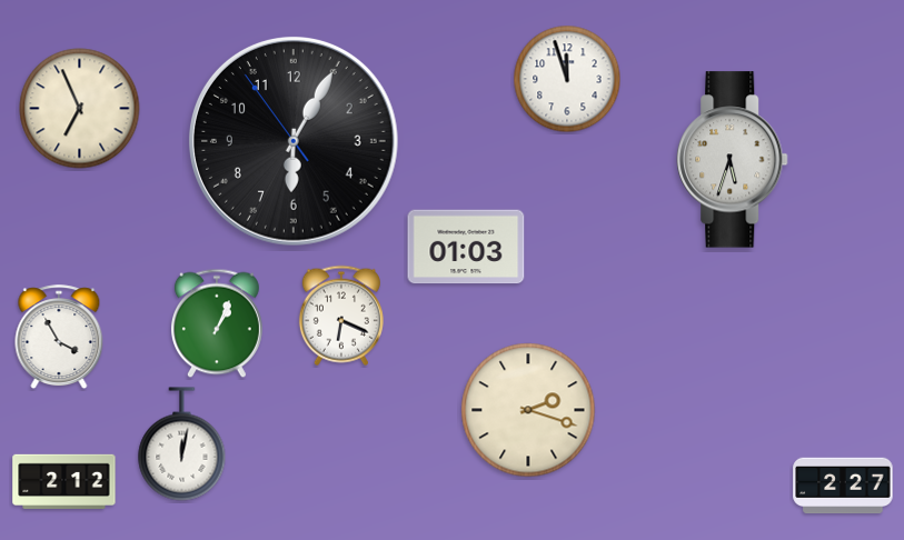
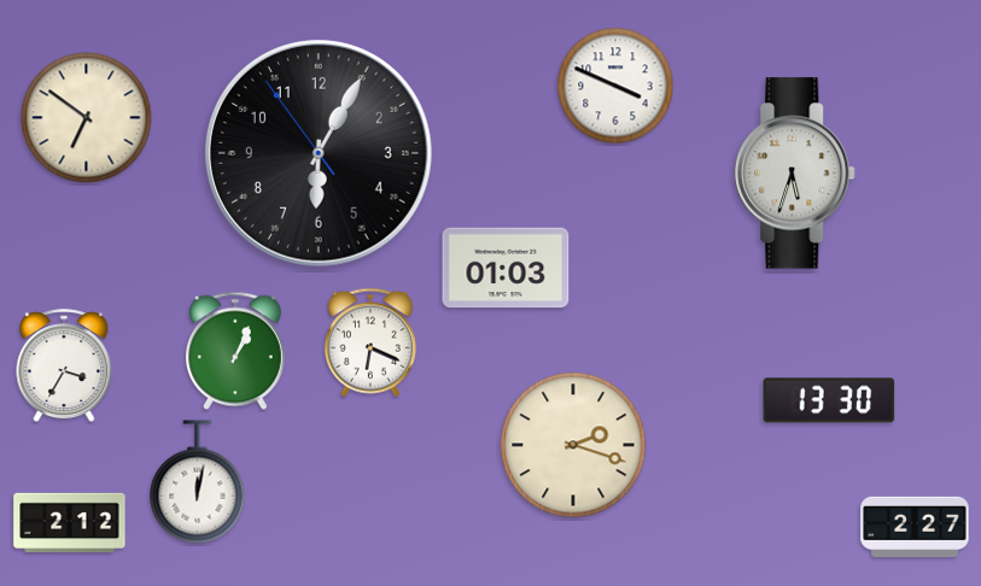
clock at (567, 79): 11:57 -> 3:49
clock at (80, 109): 6:56 -> 6:51
clock at (59, 338): 3:55 -> 3:35
clock at (829, 400): none -> 13:30
